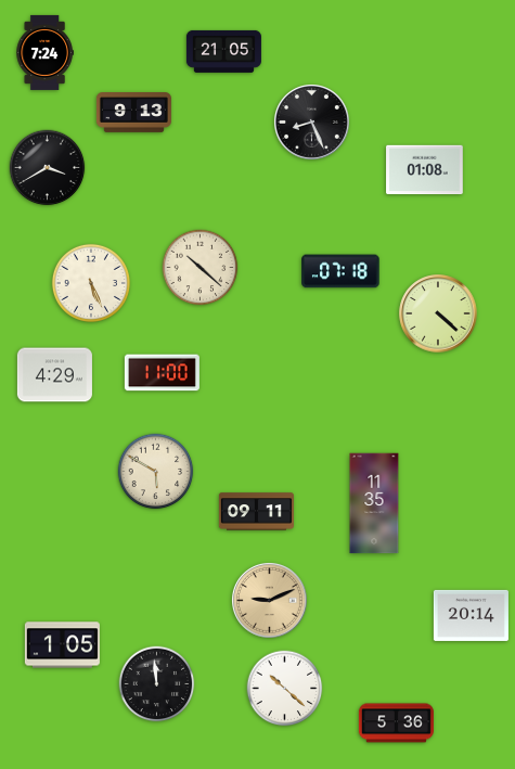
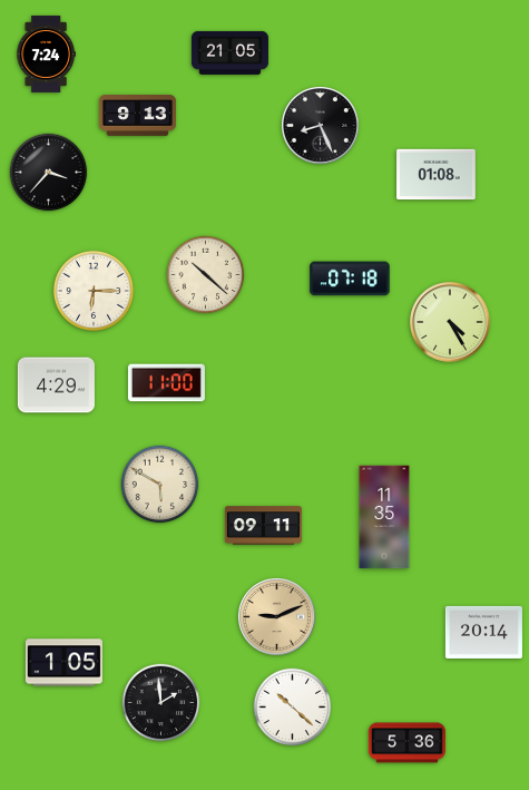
clock at (48, 168): 3:40 -> 3:37
clock at (91, 283): 5:26 -> 6:15
clock at (438, 313): 4:22 -> 4:25
clock at (157, 684): 11:59 -> 1:59
